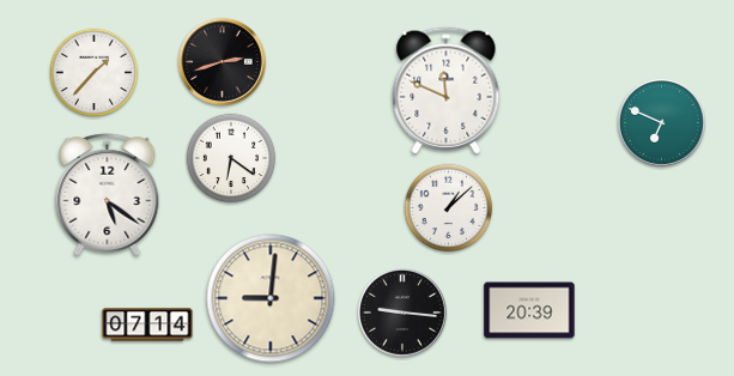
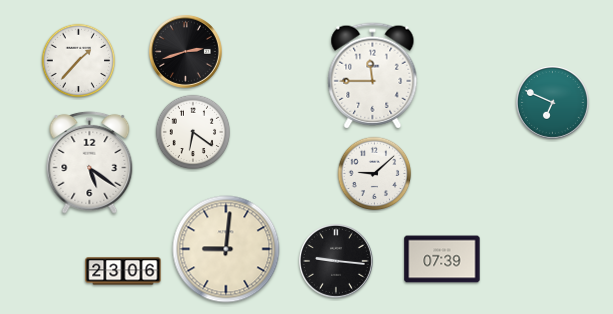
clock at (447, 91): 11:49 -> 11:45
clock at (449, 208): 1:08 -> 9:08
clock at (529, 310): 20:39 -> 07:39
clock at (147, 325): 07:14 -> 23:06
